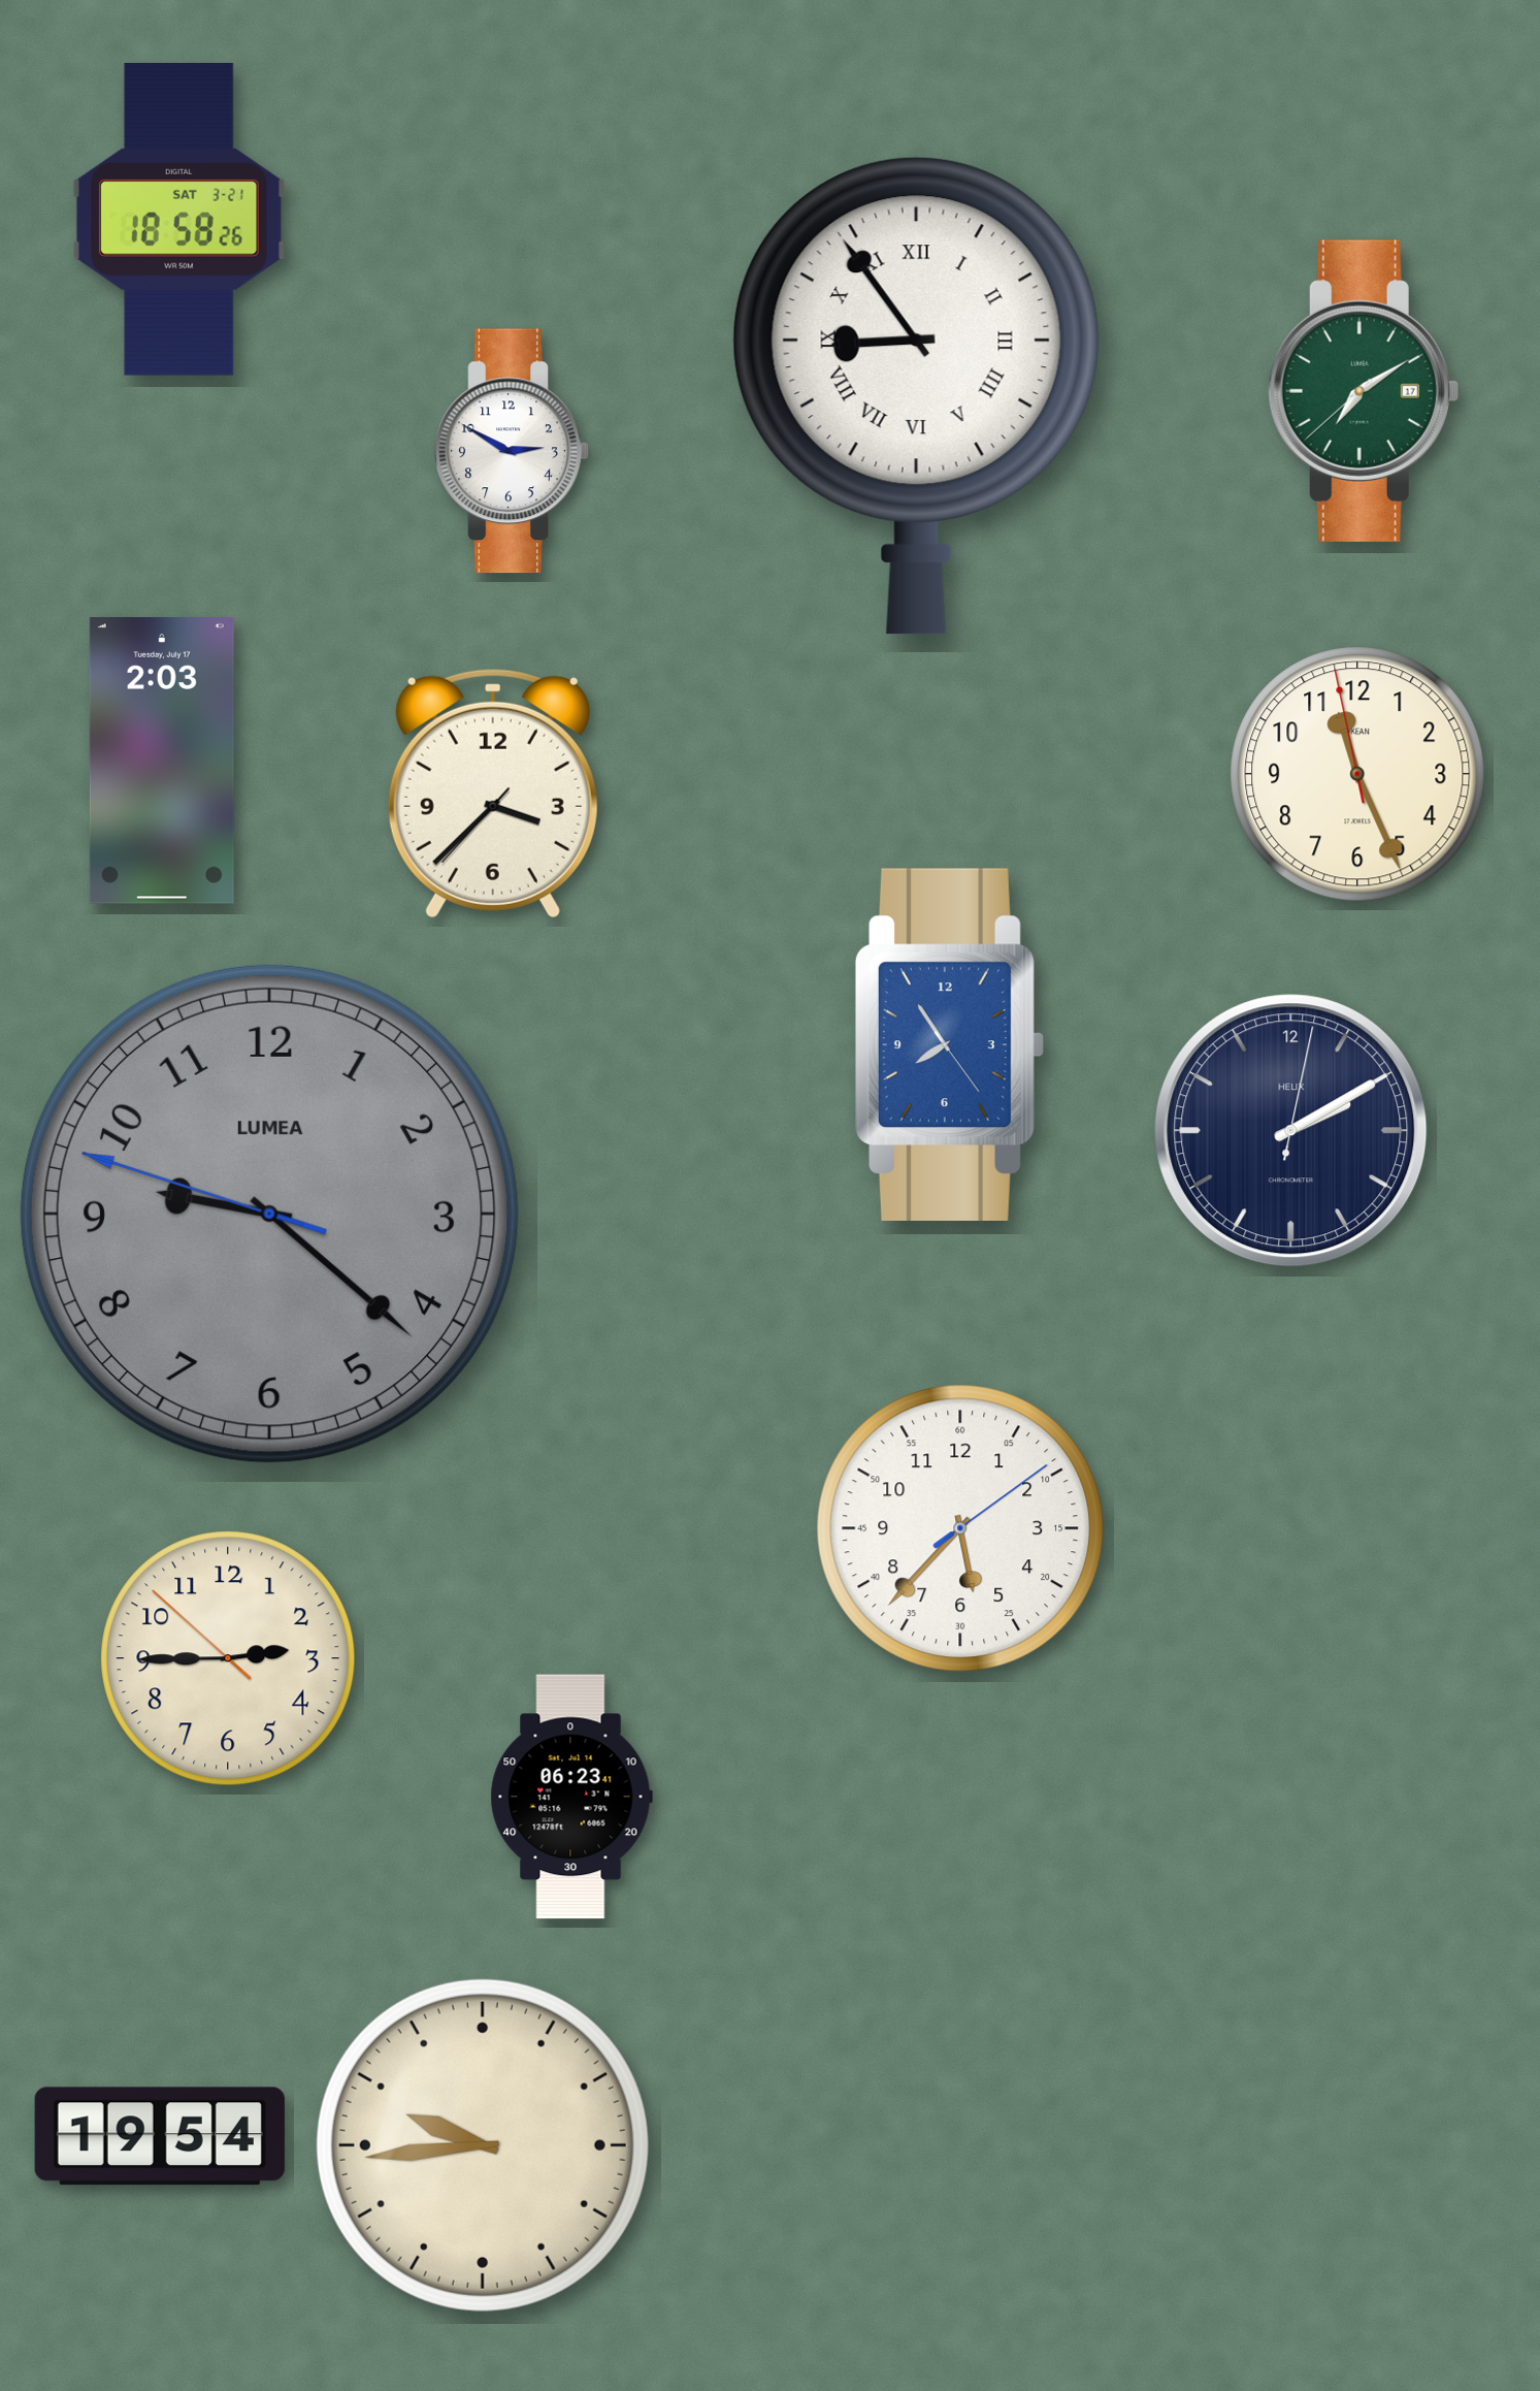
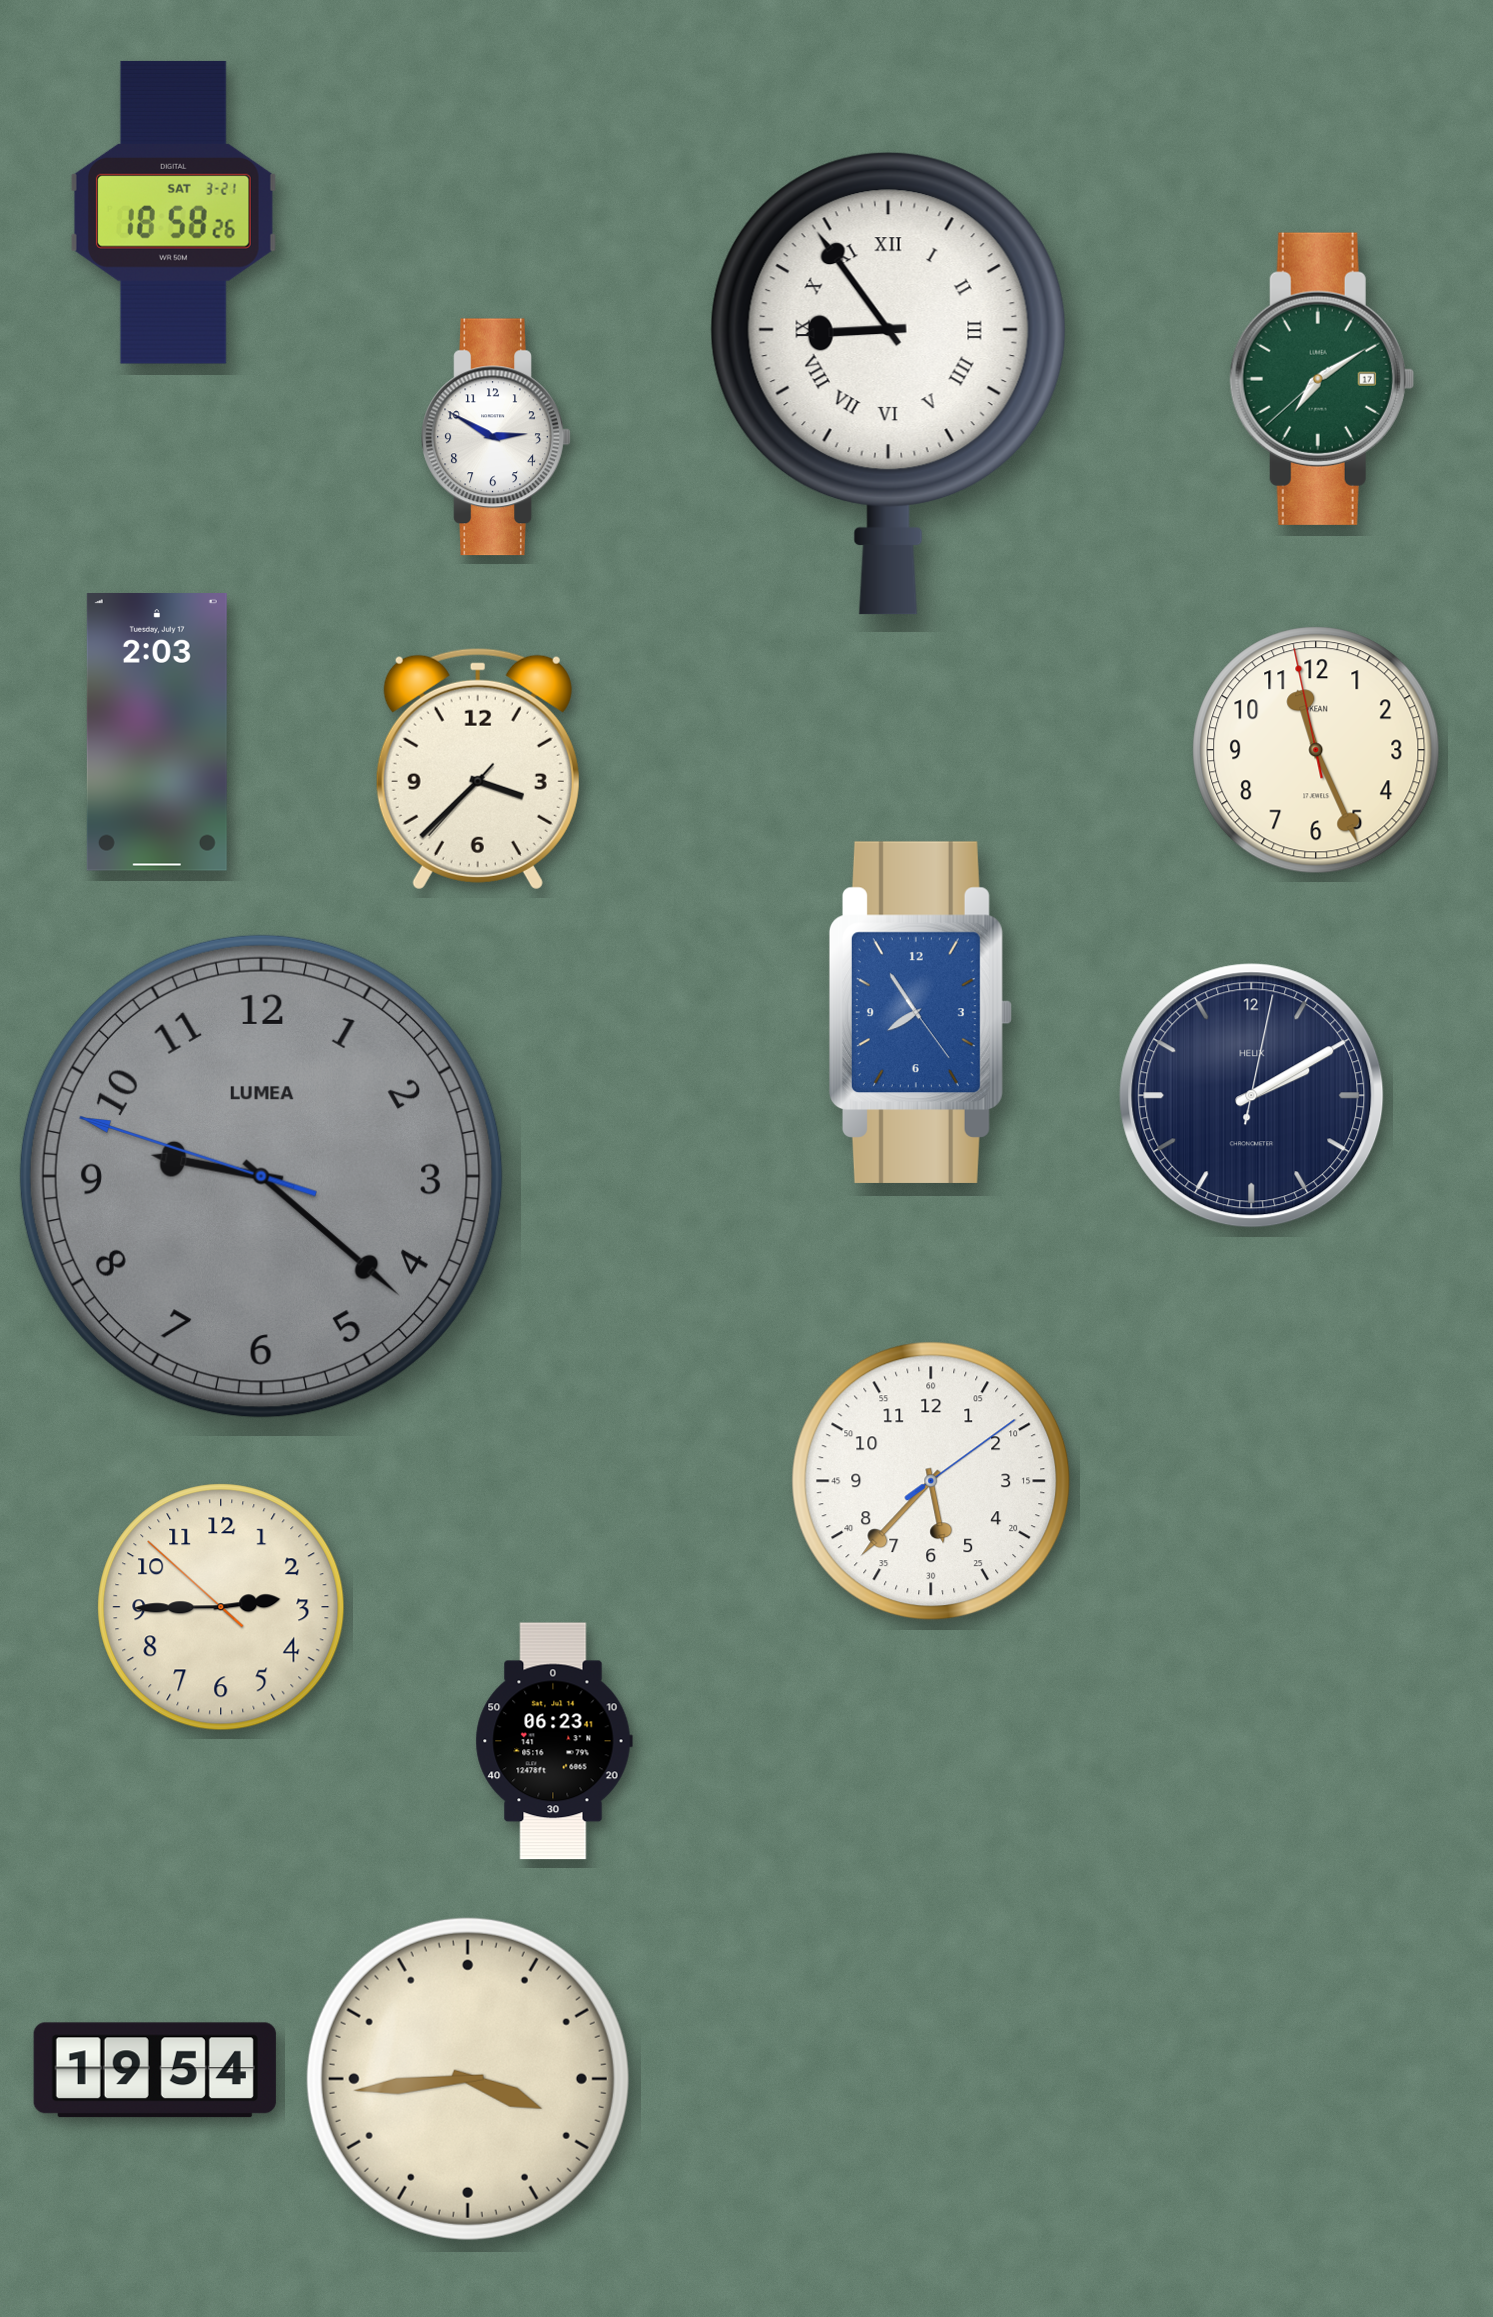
clock at (162, 762) position: (162, 762) -> (157, 733)
clock at (483, 2145): 9:44 -> 3:44
